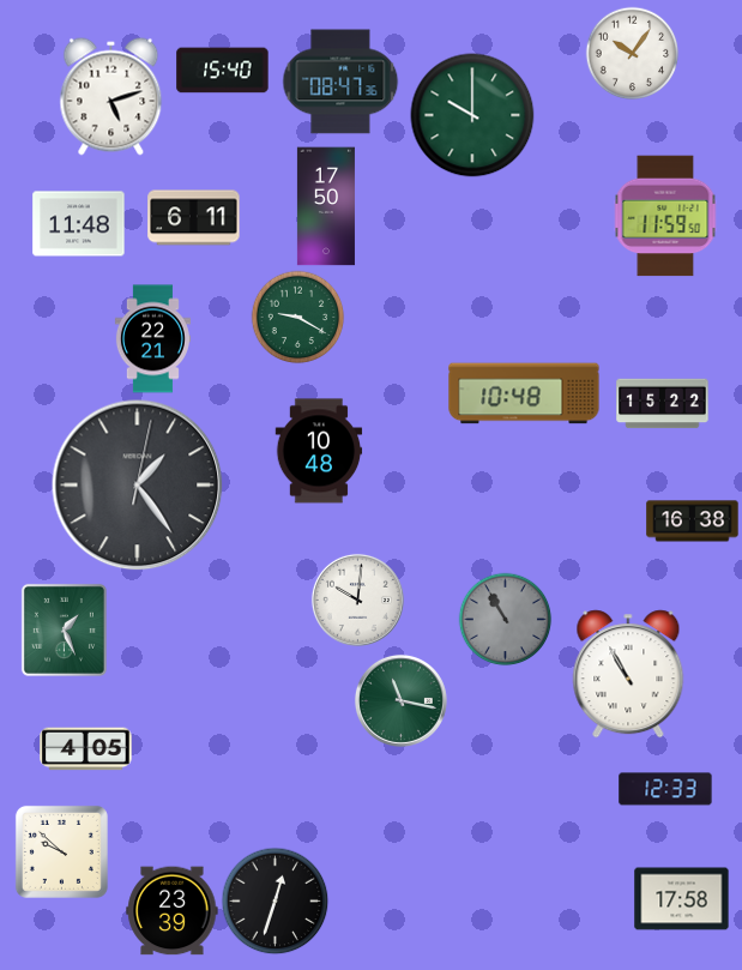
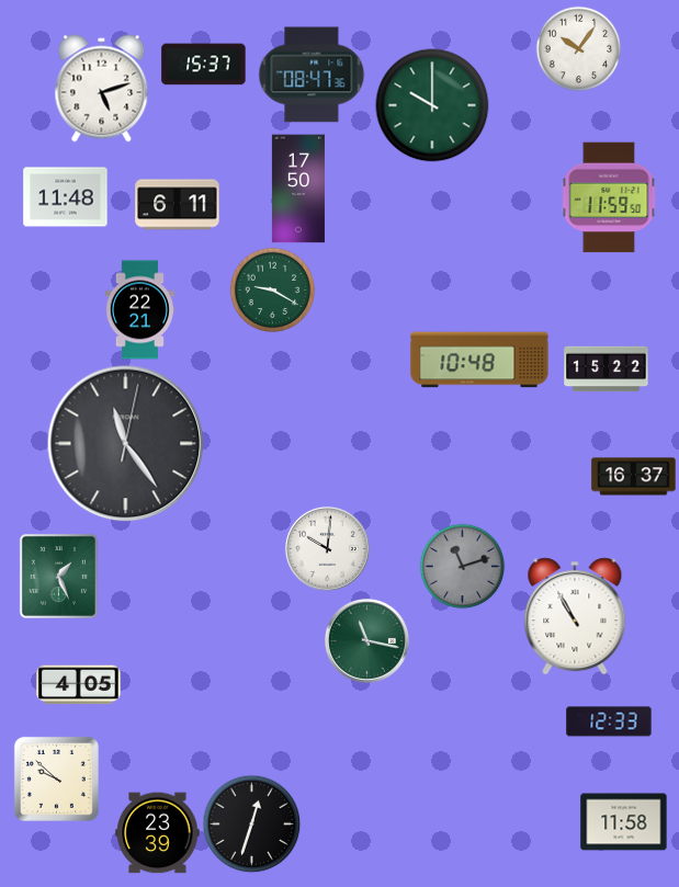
clock at (223, 71): 15:40 -> 15:37
clock at (194, 218) position: (194, 218) -> (178, 205)
clock at (79, 224) position: (79, 224) -> (66, 197)
clock at (319, 451): 10:48 -> none
clock at (138, 486): 1:24 -> 11:24
clock at (693, 522): 16:38 -> 16:37
clock at (505, 619): 10:55 -> 11:12
clock at (682, 899): 17:58 -> 11:58
